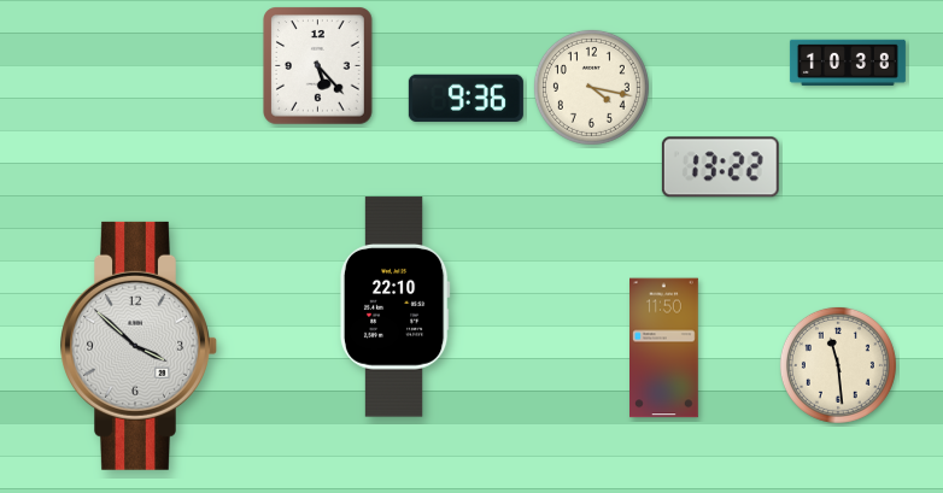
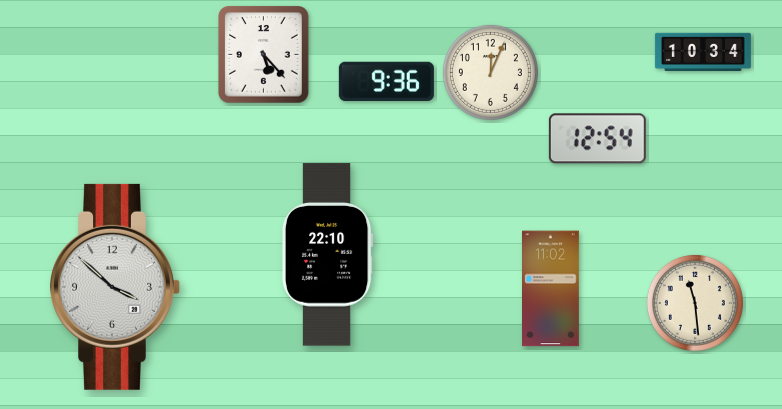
clock at (848, 61): 10:38 -> 10:34
clock at (591, 87): 4:17 -> 12:04
clock at (720, 168): 13:22 -> 12:54
clock at (664, 348): 11:50 -> 11:02
